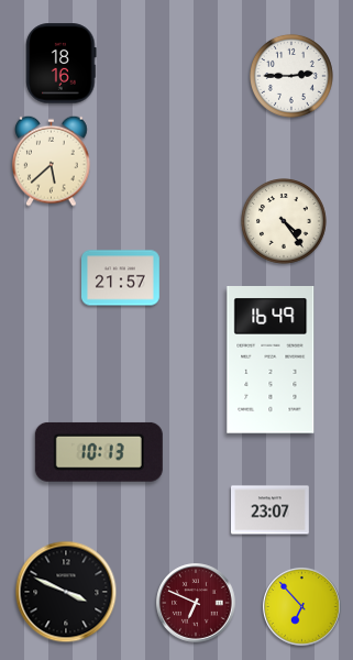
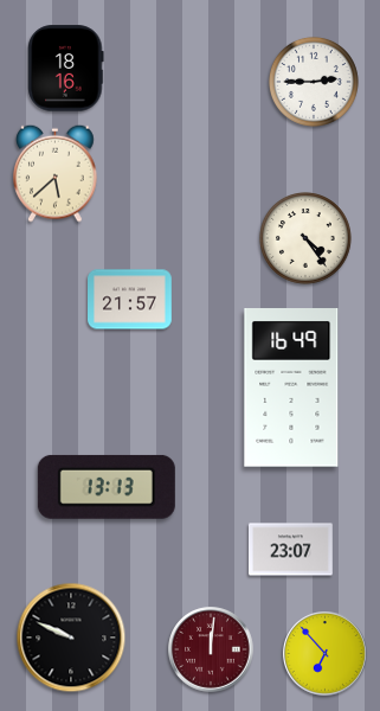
clock at (99, 452): 10:13 -> 13:13
clock at (66, 592): 3:49 -> 9:49
clock at (196, 603): 6:49 -> 12:01
